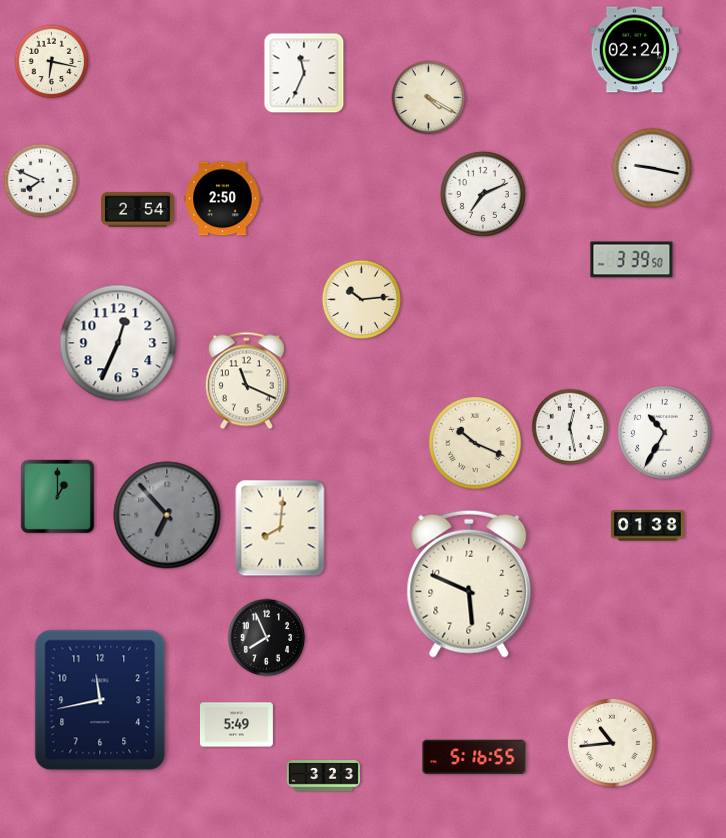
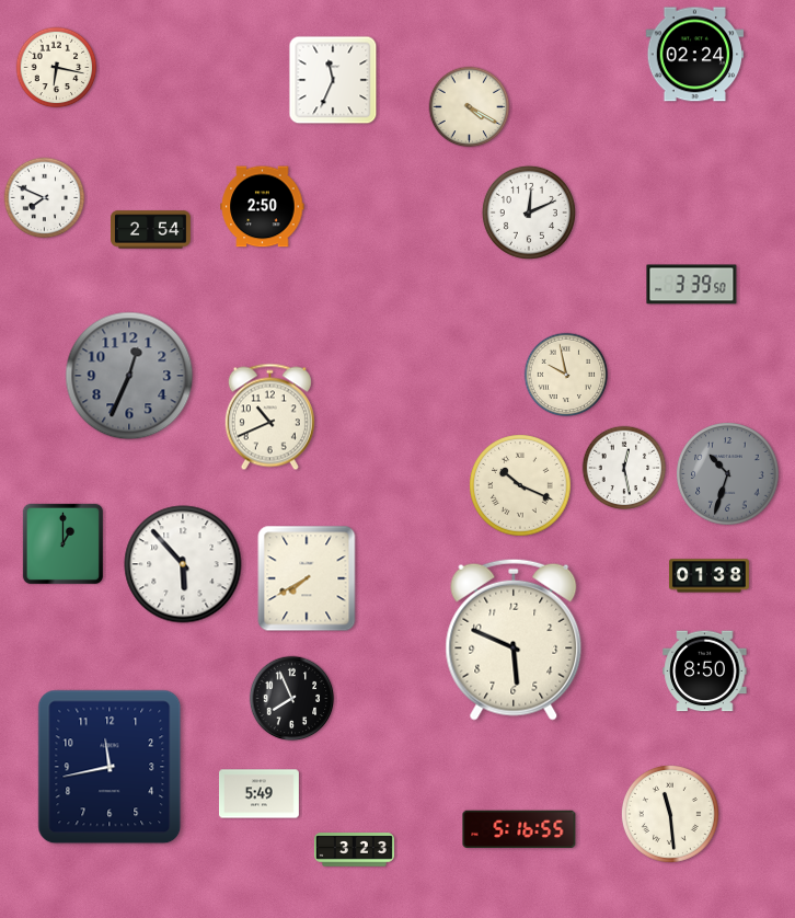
clock at (651, 167): 9:17 -> none
clock at (483, 194): 7:11 -> 12:11
clock at (223, 199) position: (223, 199) -> (263, 207)
clock at (362, 300): 10:14 -> none
clock at (566, 375): none -> 9:58
clock at (118, 343) dial: white -> grey
clock at (246, 381): 11:19 -> 10:41
clock at (665, 433): 10:35 -> 10:33
clock at (665, 433) dial: white -> grey
clock at (167, 515): 6:53 -> 5:53
clock at (167, 515) dial: grey -> white
clock at (280, 528): 8:01 -> 7:40
clock at (705, 672): none -> 8:50
clock at (612, 743): 10:44 -> 11:29
